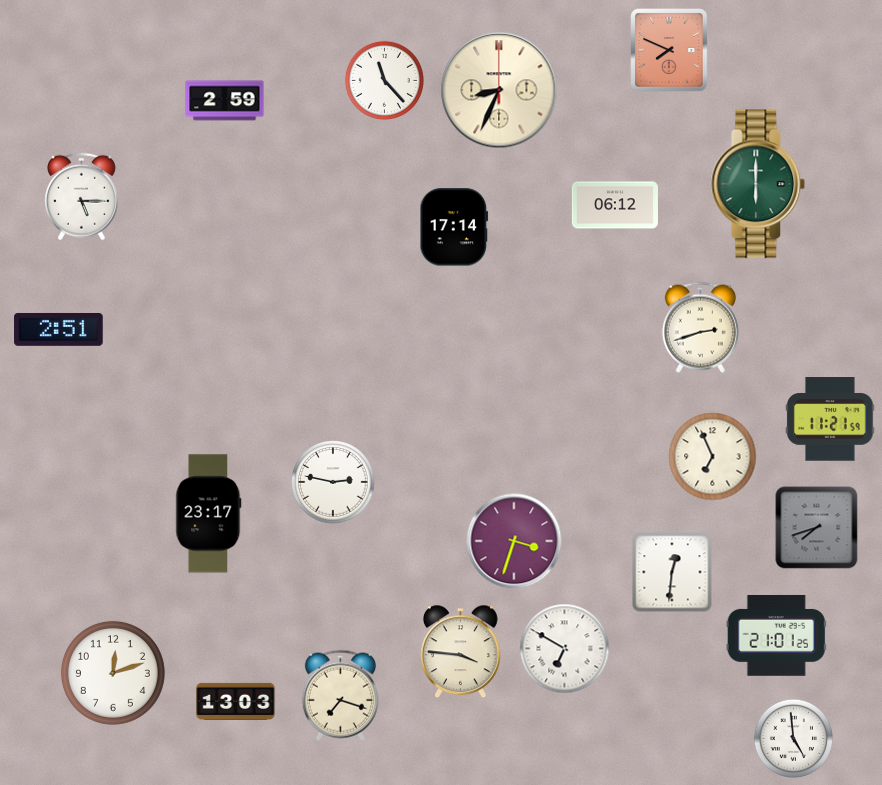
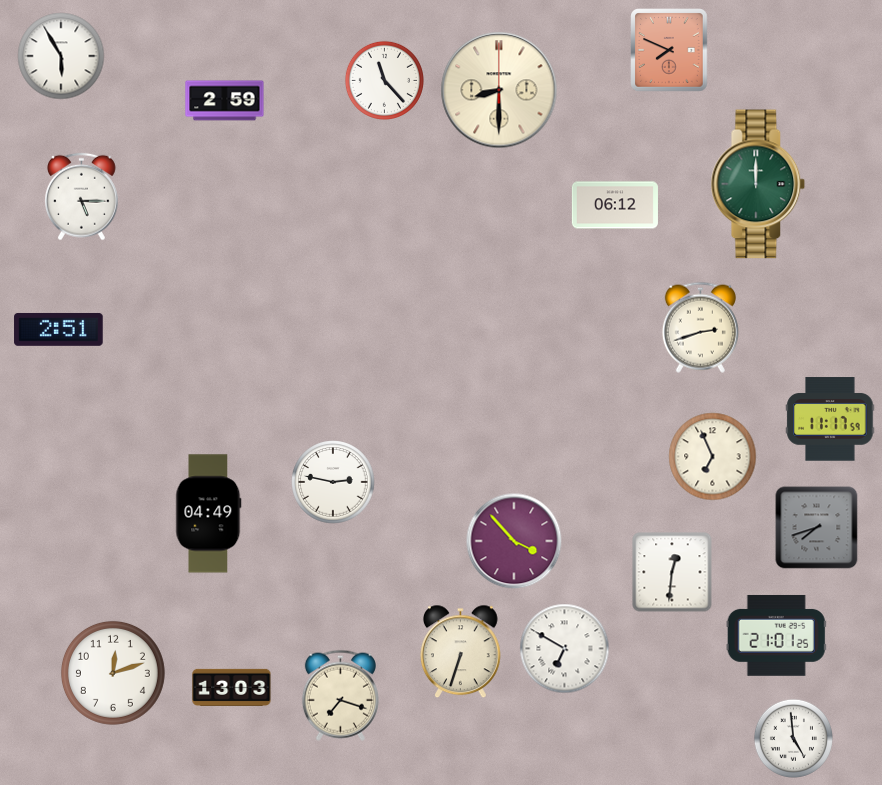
clock at (61, 56): none -> 5:55
clock at (499, 90): 8:34 -> 8:30
clock at (758, 184): 6:00 -> 12:00
clock at (454, 227): 17:14 -> none
clock at (830, 419): 11:21 -> 11:17
clock at (209, 514): 23:17 -> 04:49
clock at (514, 541): 3:33 -> 3:53
clock at (461, 652): 3:46 -> 6:33
clock at (236, 701) position: (236, 701) -> (232, 687)
